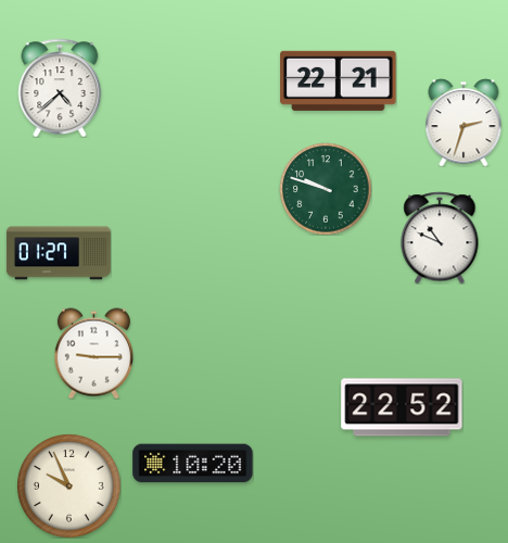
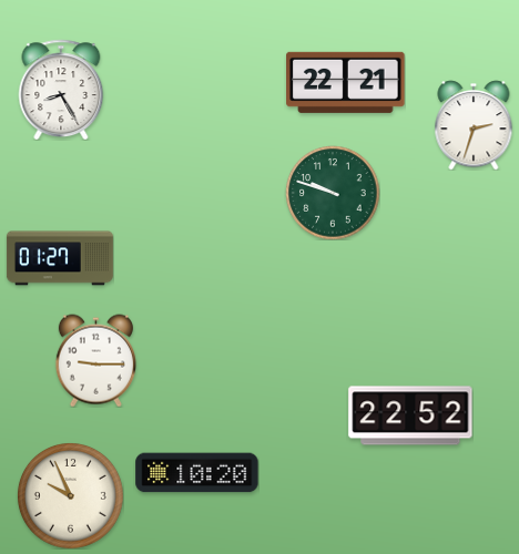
clock at (60, 88): 4:38 -> 8:25
clock at (440, 238): 10:49 -> none
